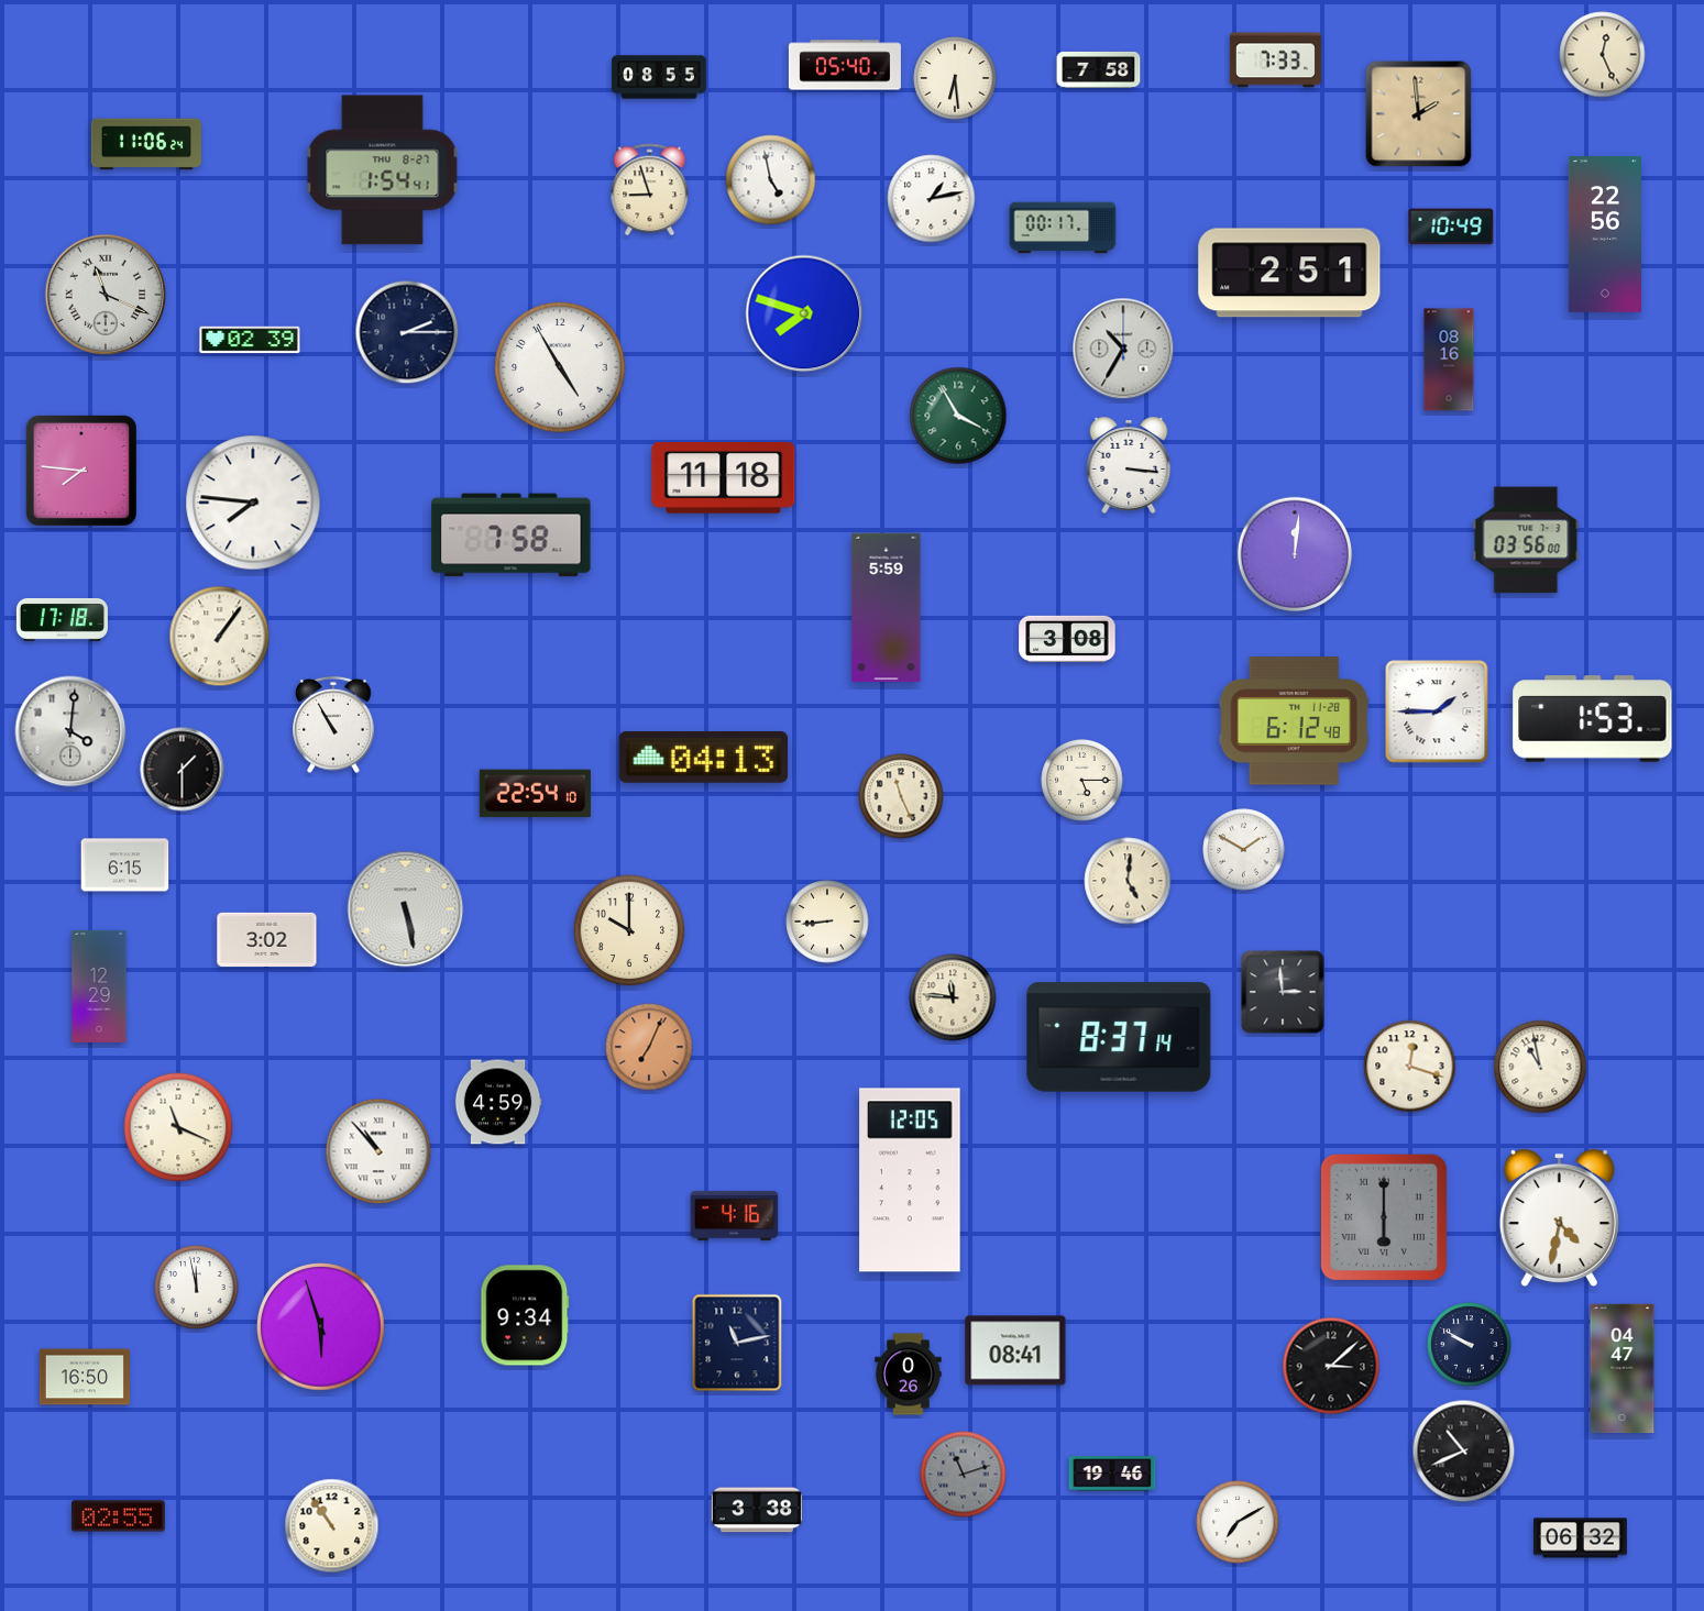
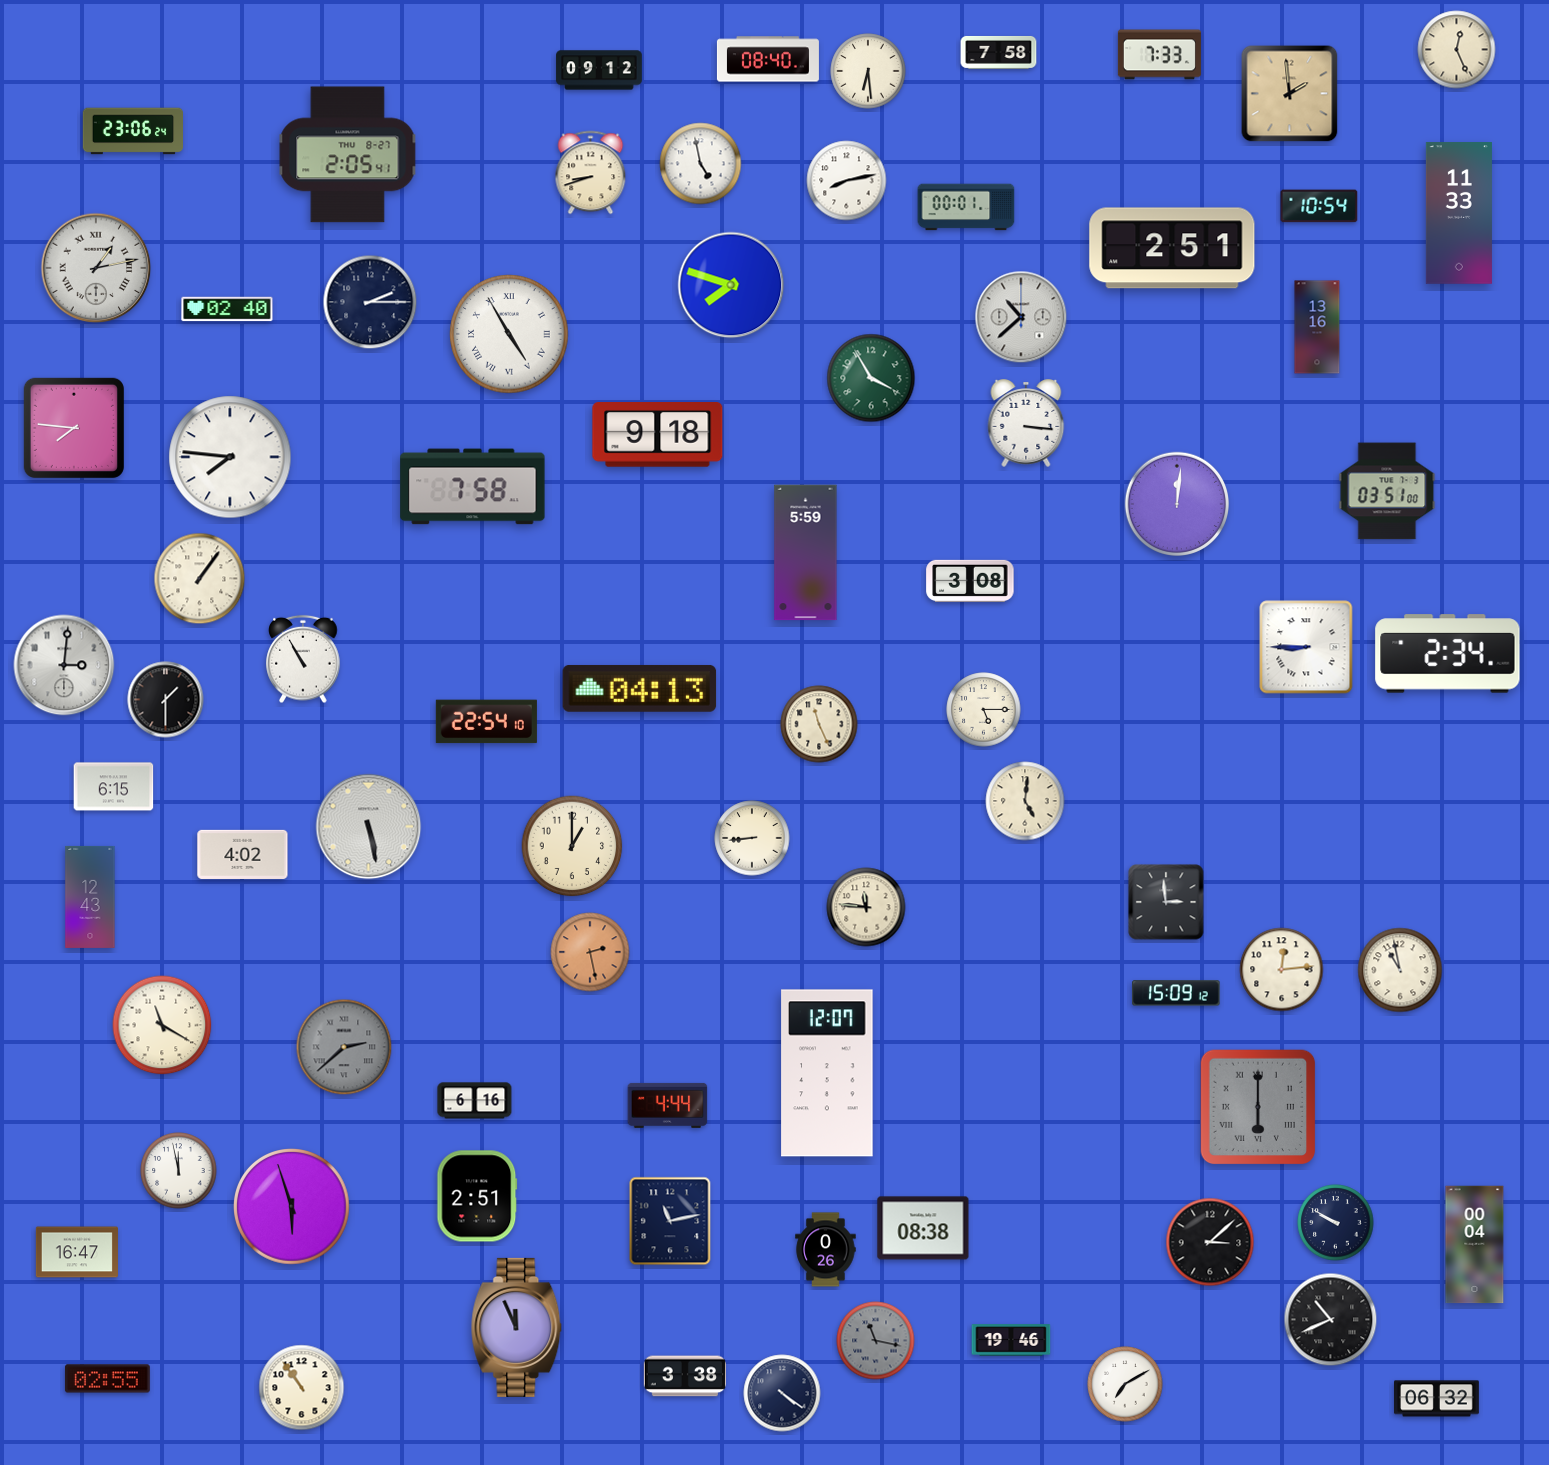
clock at (845, 65): 05:40 -> 08:40
clock at (1099, 70) position: (1099, 70) -> (999, 53)
clock at (659, 77): 08:55 -> 09:12
clock at (1419, 114) position: (1419, 114) -> (1290, 94)
clock at (145, 144): 11:06 -> 23:06
clock at (383, 170): 1:54 -> 2:05
clock at (650, 190): 8:57 -> 8:42
clock at (932, 199): 1:13 -> 8:13
clock at (1451, 227): 10:49 -> 10:54
clock at (1063, 228): 00:17 -> 00:01
clock at (1605, 234): 22:56 -> 11:33
clock at (106, 295): 11:19 -> 1:13
clock at (250, 340): 02:39 -> 02:40
clock at (1123, 349): 10:35 -> 10:38
clock at (1449, 360): 08:16 -> 13:16
clock at (560, 367) numerals: Arabic -> Roman
clock at (724, 478): 11:18 -> 9:18
clock at (512, 536) position: (512, 536) -> (473, 487)
clock at (1526, 540): 03:56 -> 03:51
clock at (62, 619): 17:18 -> none
clock at (1437, 711): 1:45 -> 8:45
clock at (1593, 719): 1:53 -> 2:34
clock at (1294, 721): 6:12 -> none
clock at (70, 731): 4:01 -> 3:01
clock at (1244, 850): 1:50 -> none
clock at (629, 930): 10:00 -> 1:00
clock at (267, 939): 3:02 -> 4:02
clock at (99, 986): 12:29 -> 12:43
clock at (1119, 1037): 8:37 -> none
clock at (649, 1047): 7:04 -> 2:28
clock at (1410, 1067): 12:18 -> 12:14
clock at (1176, 993): none -> 15:09
clock at (498, 1102): 4:59 -> none
clock at (178, 1127): 11:19 -> 11:20
clock at (378, 1151): 10:53 -> 2:38
clock at (378, 1151) dial: white -> grey
clock at (910, 1180): 12:05 -> 12:07
clock at (475, 1101): none -> 6:16
clock at (735, 1215): 4:16 -> 4:44
clock at (1559, 1217): 4:32 -> none
clock at (525, 1315): 9:34 -> 2:51
clock at (1015, 1350): 08:41 -> 08:38
clock at (1623, 1369): 04:47 -> 00:04
clock at (85, 1377): 16:50 -> 16:47
clock at (517, 1327): none -> 11:56
clock at (964, 1475): 11:12 -> 11:17
clock at (757, 1510) position: (757, 1510) -> (685, 1376)
clock at (782, 1393): none -> 4:21
